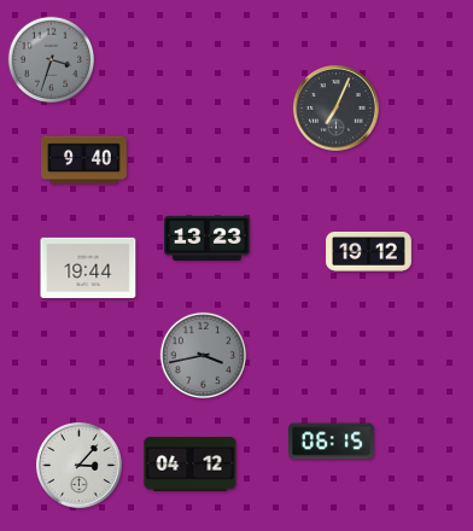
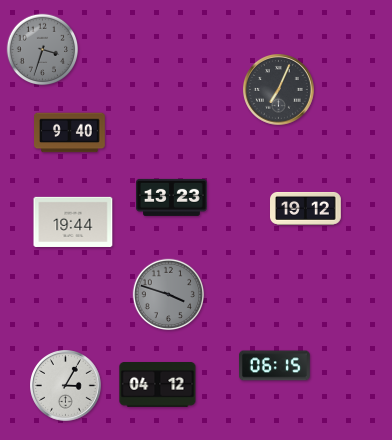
clock at (204, 356): 3:43 -> 3:48
clock at (80, 466): 3:07 -> 3:05
